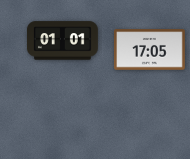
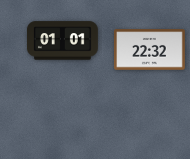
clock at (150, 50): 17:05 -> 22:32
